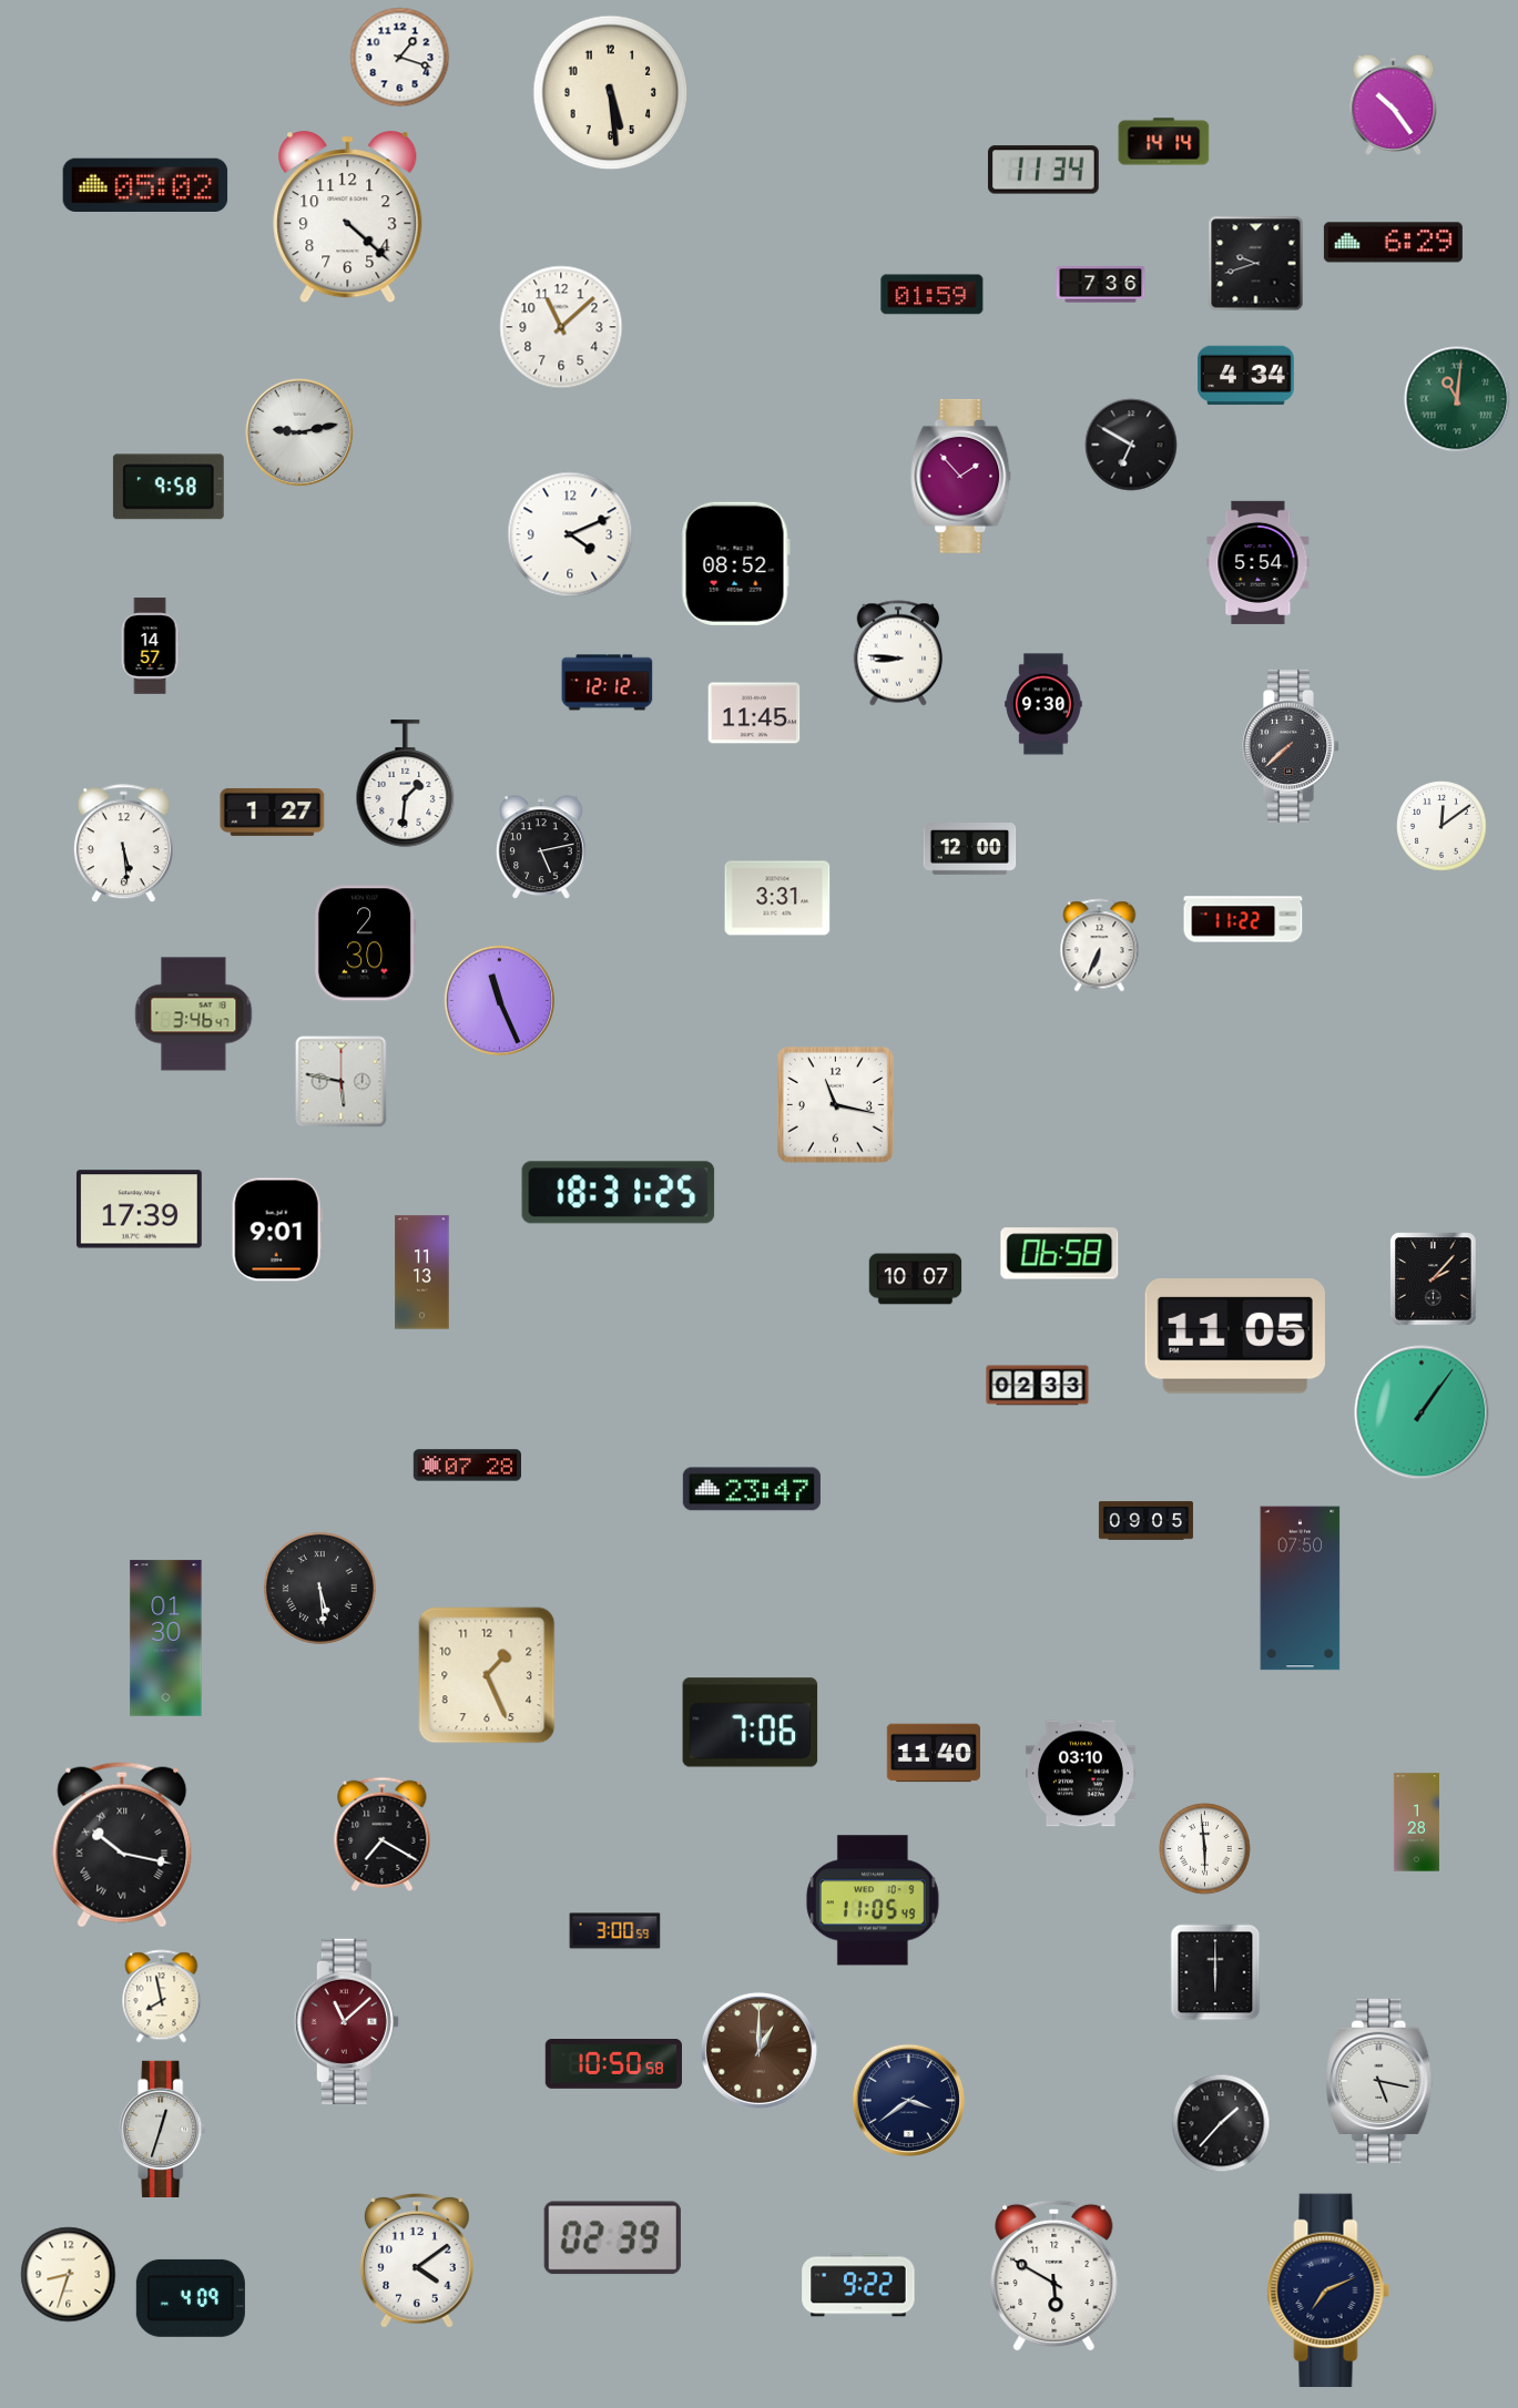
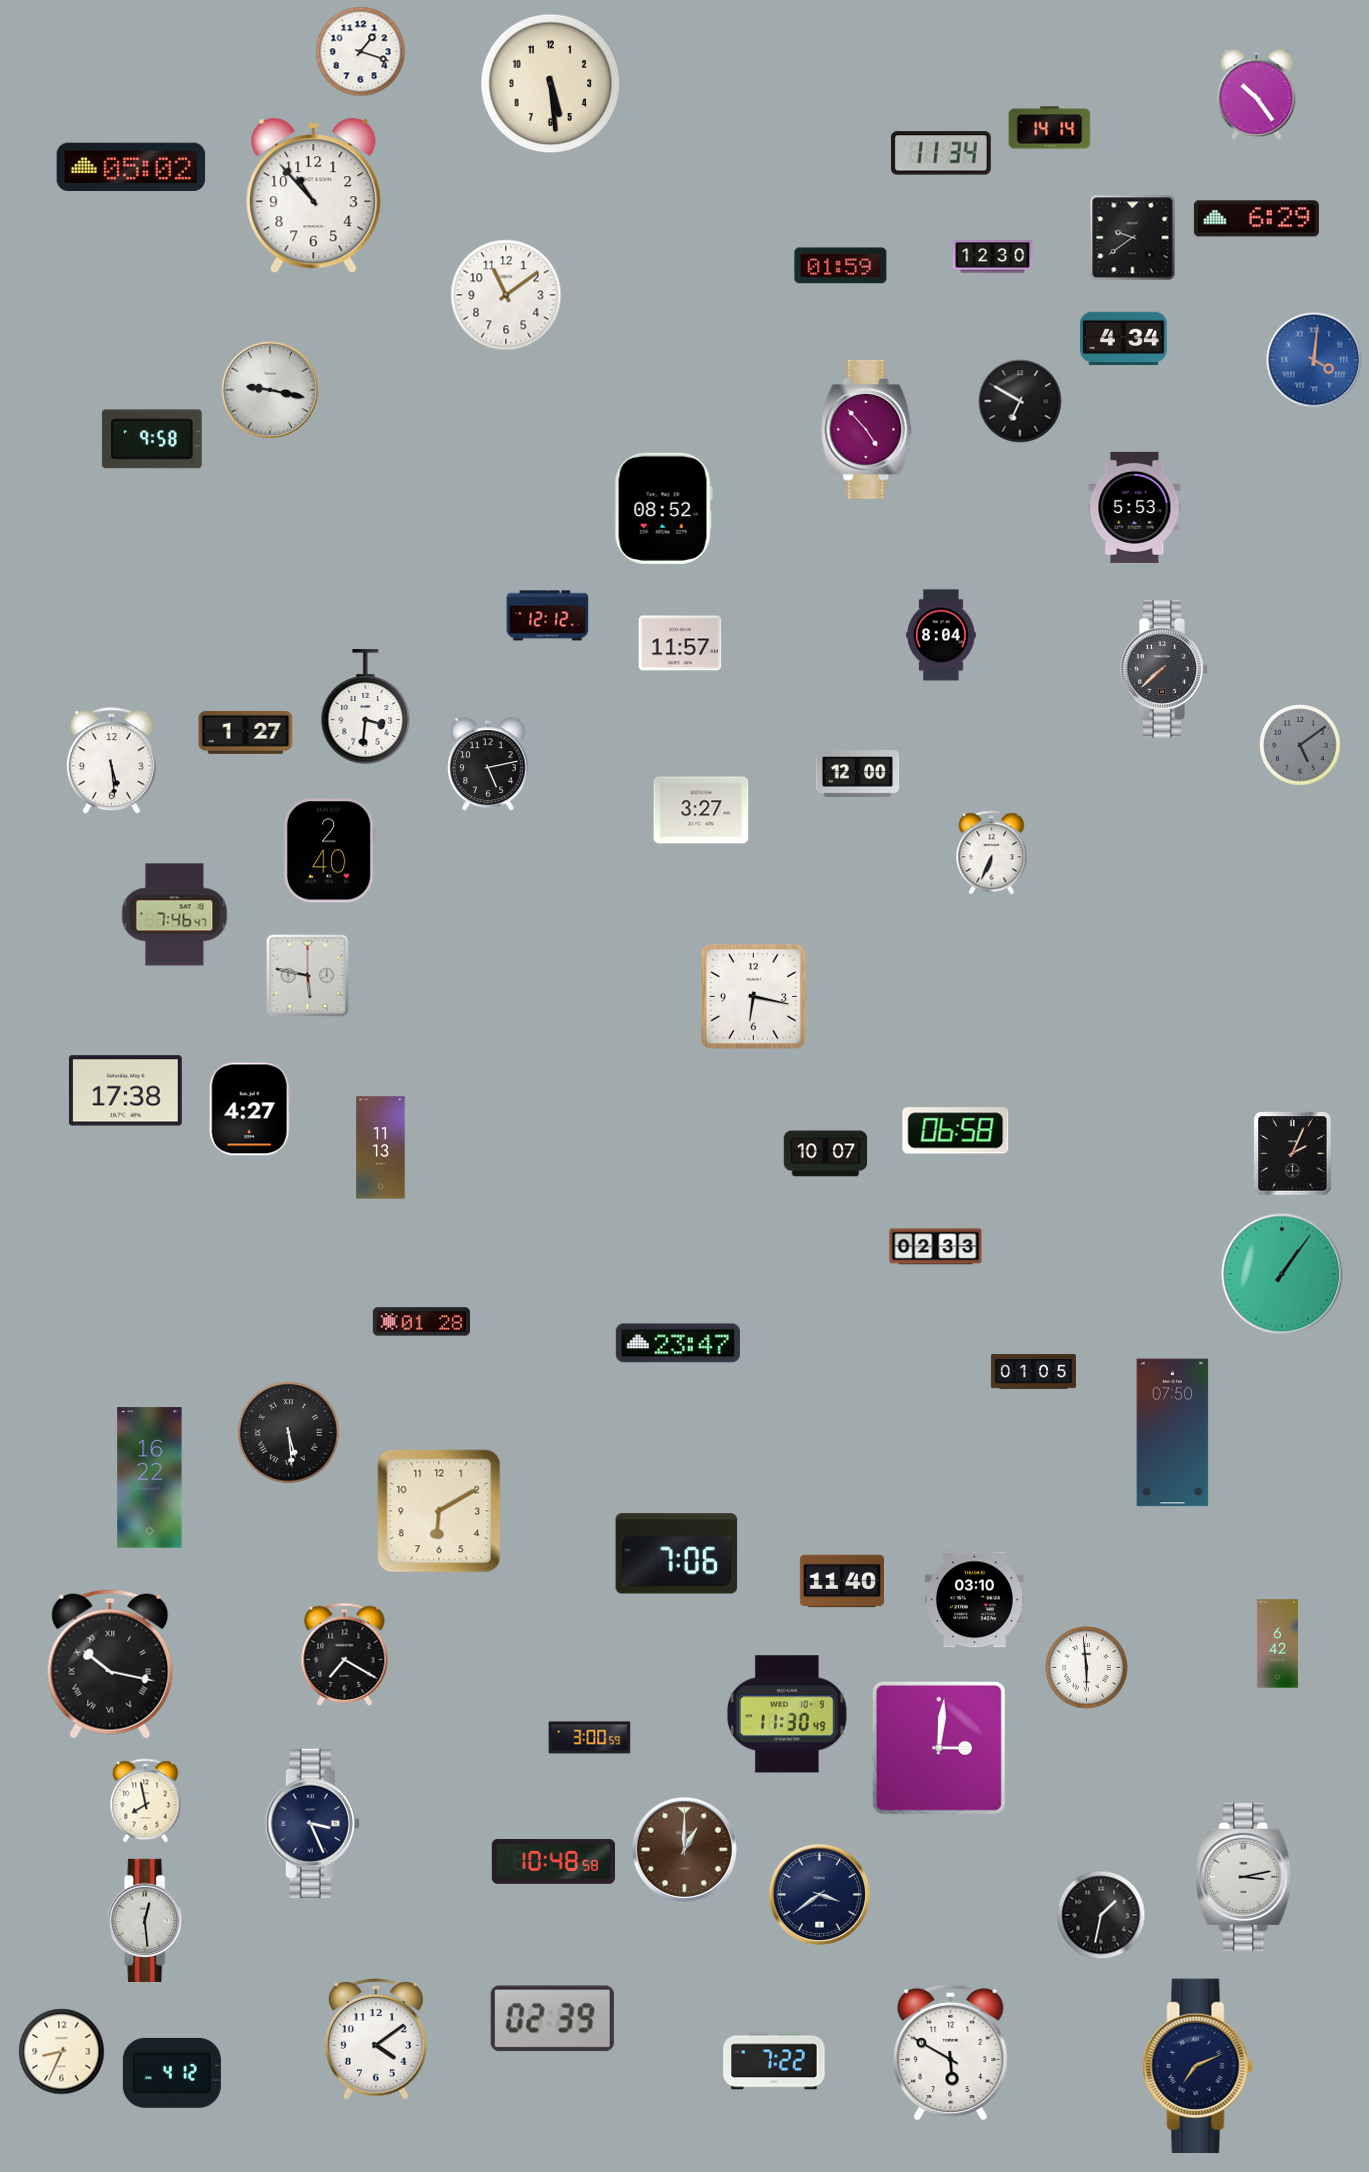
clock at (348, 217): 4:22 -> 10:53
clock at (1256, 264): 9:42 -> 9:39
clock at (1101, 285): 7:36 -> 12:30
clock at (561, 327): 11:08 -> 11:09
clock at (1457, 399): 11:01 -> 4:01
clock at (1457, 399) dial: green -> blue
clock at (299, 432): 9:13 -> 9:17
clock at (961, 476): 1:53 -> 4:53
clock at (570, 534): 4:11 -> none
clock at (1259, 562): 5:54 -> 5:53
clock at (150, 646): 14:57 -> none
clock at (898, 653): 8:46 -> none
clock at (1043, 704): 9:30 -> 8:04
clock at (754, 713): 11:45 -> 11:57
clock at (1292, 746) position: (1292, 746) -> (1165, 669)
clock at (406, 784): 1:31 -> 3:31
clock at (1441, 826): 12:09 -> 5:09
clock at (1441, 826) dial: white -> grey
clock at (970, 849) position: (970, 849) -> (858, 774)
clock at (777, 898): 3:31 -> 3:27
clock at (1243, 919): 11:22 -> none
clock at (365, 943): 2:30 -> 2:40
clock at (500, 1001): 11:26 -> none
clock at (194, 1014): 3:46 -> 7:46
clock at (835, 1104): 11:17 -> 6:17
clock at (619, 1193): 18:31 -> none
clock at (139, 1210): 17:39 -> 17:38
clock at (277, 1229): 9:01 -> 4:27
clock at (1434, 1279): 2:07 -> 2:04
clock at (1235, 1336): 11:05 -> none
clock at (1038, 1386) position: (1038, 1386) -> (936, 1247)
clock at (467, 1466): 07:28 -> 01:28
clock at (1145, 1521): 09:05 -> 01:05
clock at (166, 1639): 01:30 -> 16:22
clock at (487, 1675): 1:26 -> 6:10
clock at (1416, 1823): 1:28 -> 6:42
clock at (873, 1900): 11:05 -> 11:30
clock at (615, 1931) position: (615, 1931) -> (590, 1738)
clock at (939, 1748): none -> 3:01
clock at (1215, 1972): 6:00 -> none
clock at (346, 2021): 11:08 -> 3:26
clock at (346, 2021) dial: burgundy -> navy
clock at (613, 2064): 10:50 -> 10:48
clock at (1379, 2081): 5:17 -> 3:13
clock at (1221, 2123): 1:37 -> 1:32
clock at (163, 2129): 12:33 -> 12:29
clock at (69, 2275): 8:33 -> 8:34
clock at (858, 2285): 9:22 -> 7:22
clock at (191, 2298): 4:09 -> 4:12
